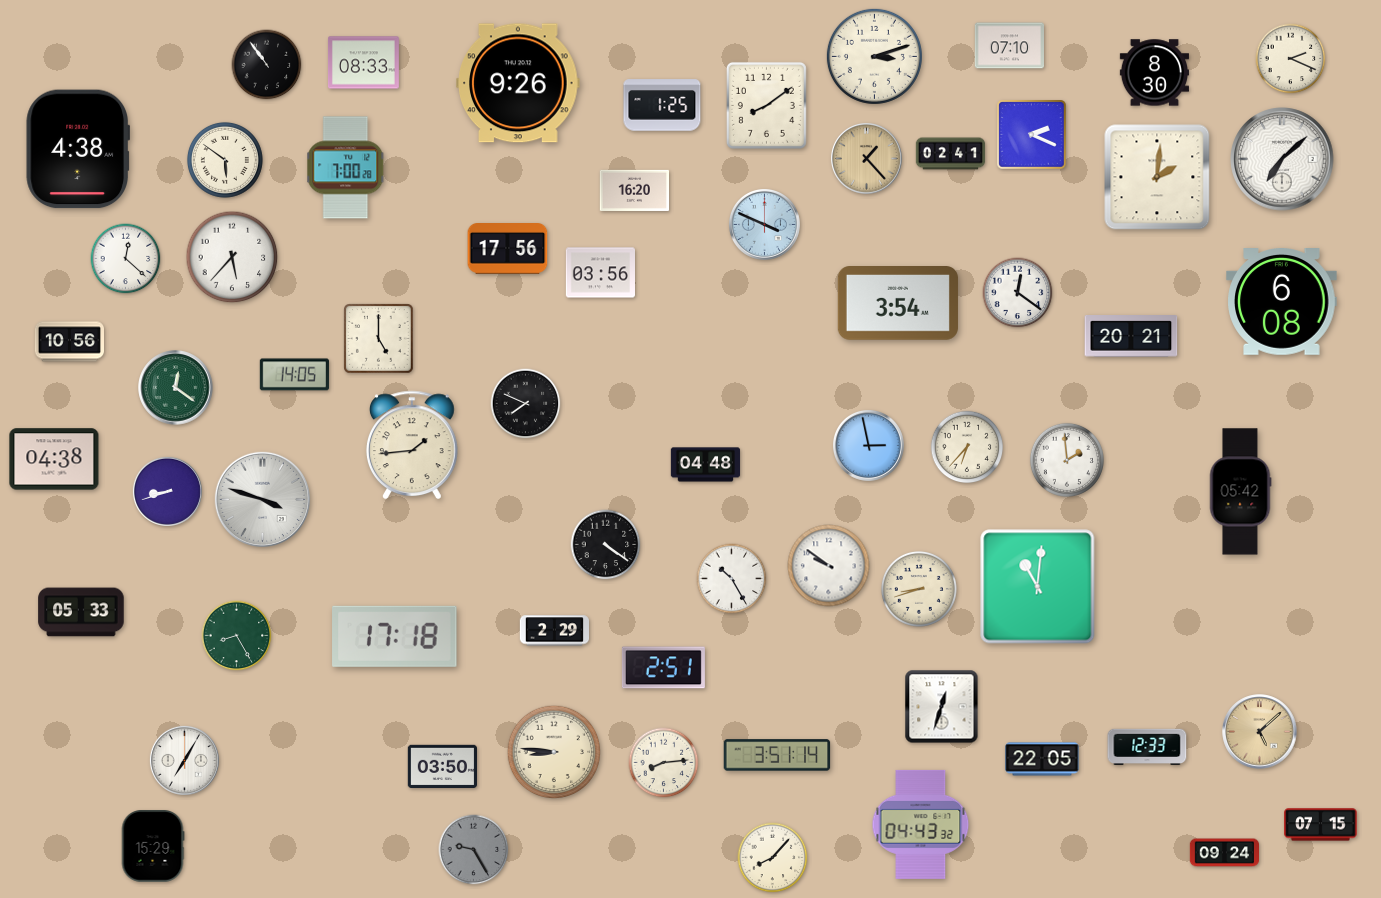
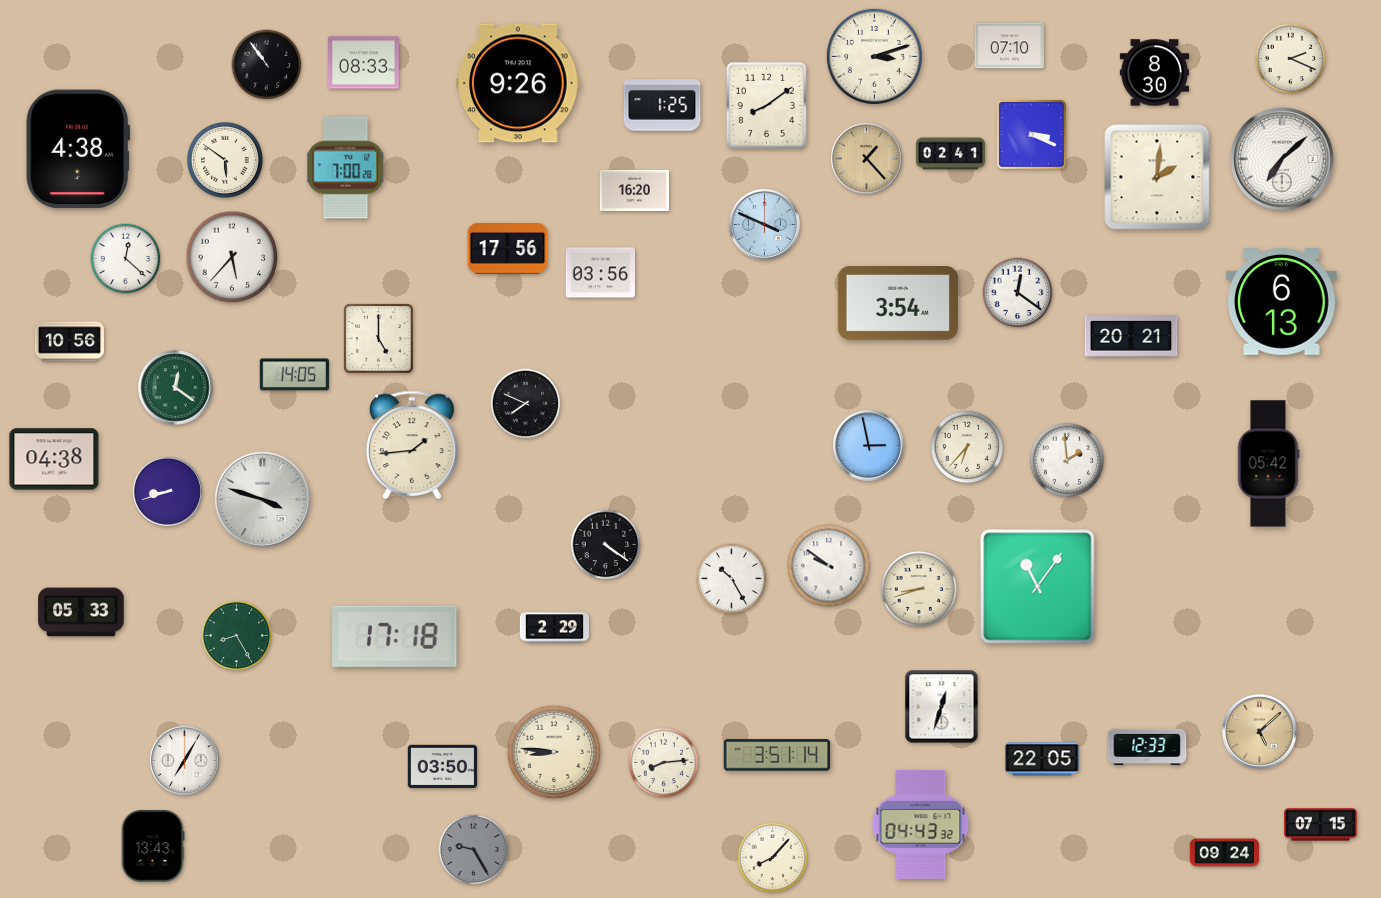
clock at (1032, 135): 2:19 -> 3:19
clock at (1282, 302): 6:08 -> 6:13
clock at (706, 465): 04:48 -> none
clock at (1240, 492) position: (1240, 492) -> (1268, 464)
clock at (1038, 587): 11:01 -> 11:06
clock at (554, 631) position: (554, 631) -> (554, 628)
clock at (663, 668): 2:51 -> none
clock at (153, 846): 15:29 -> 13:43
